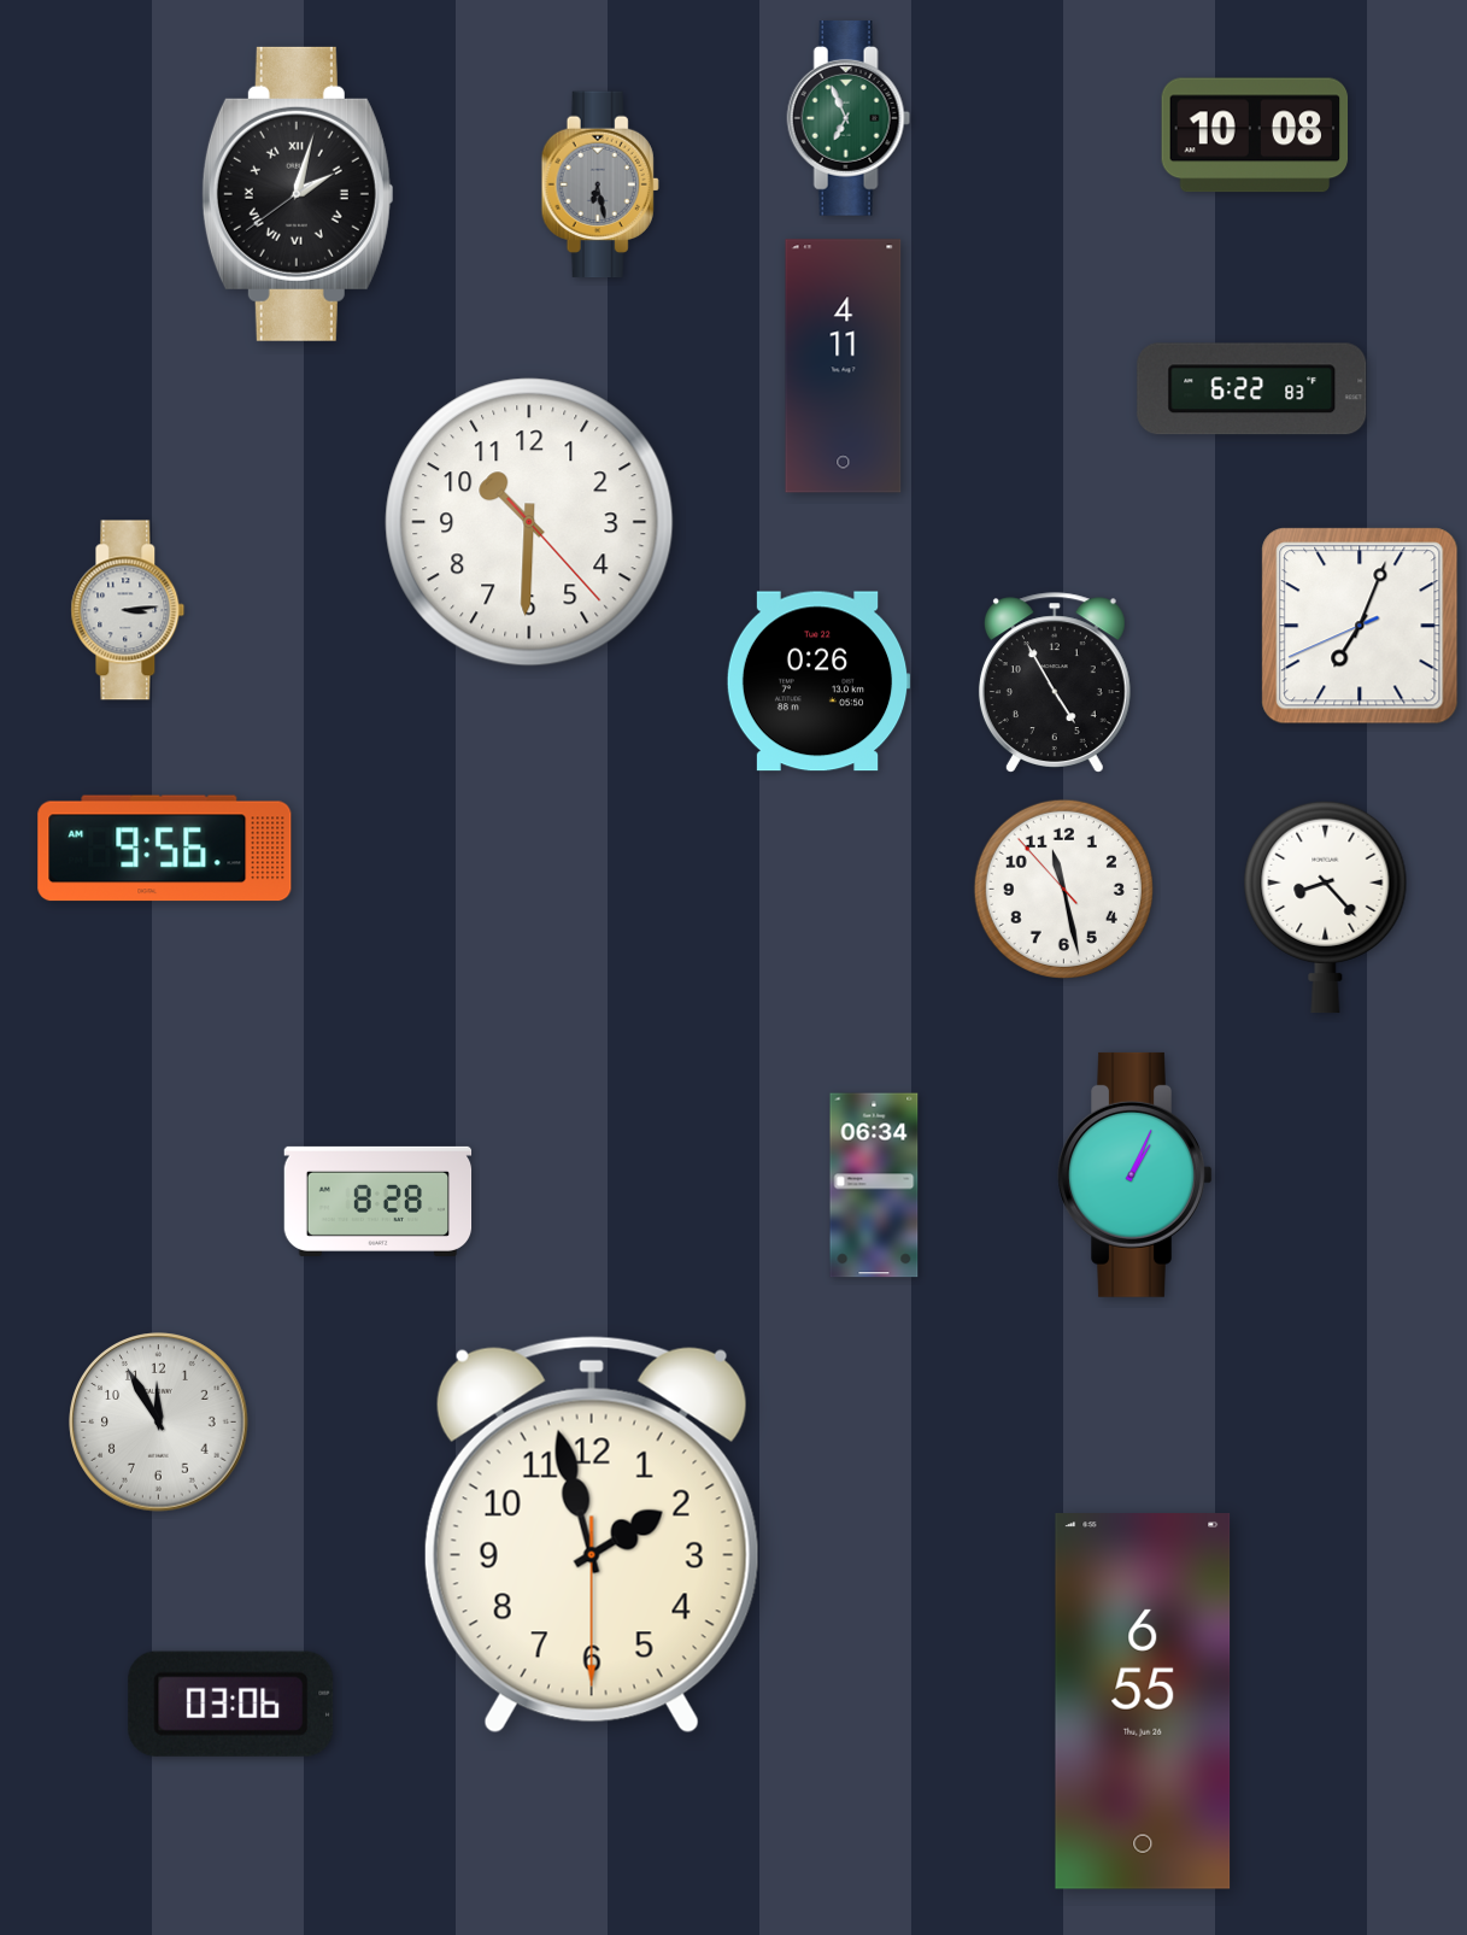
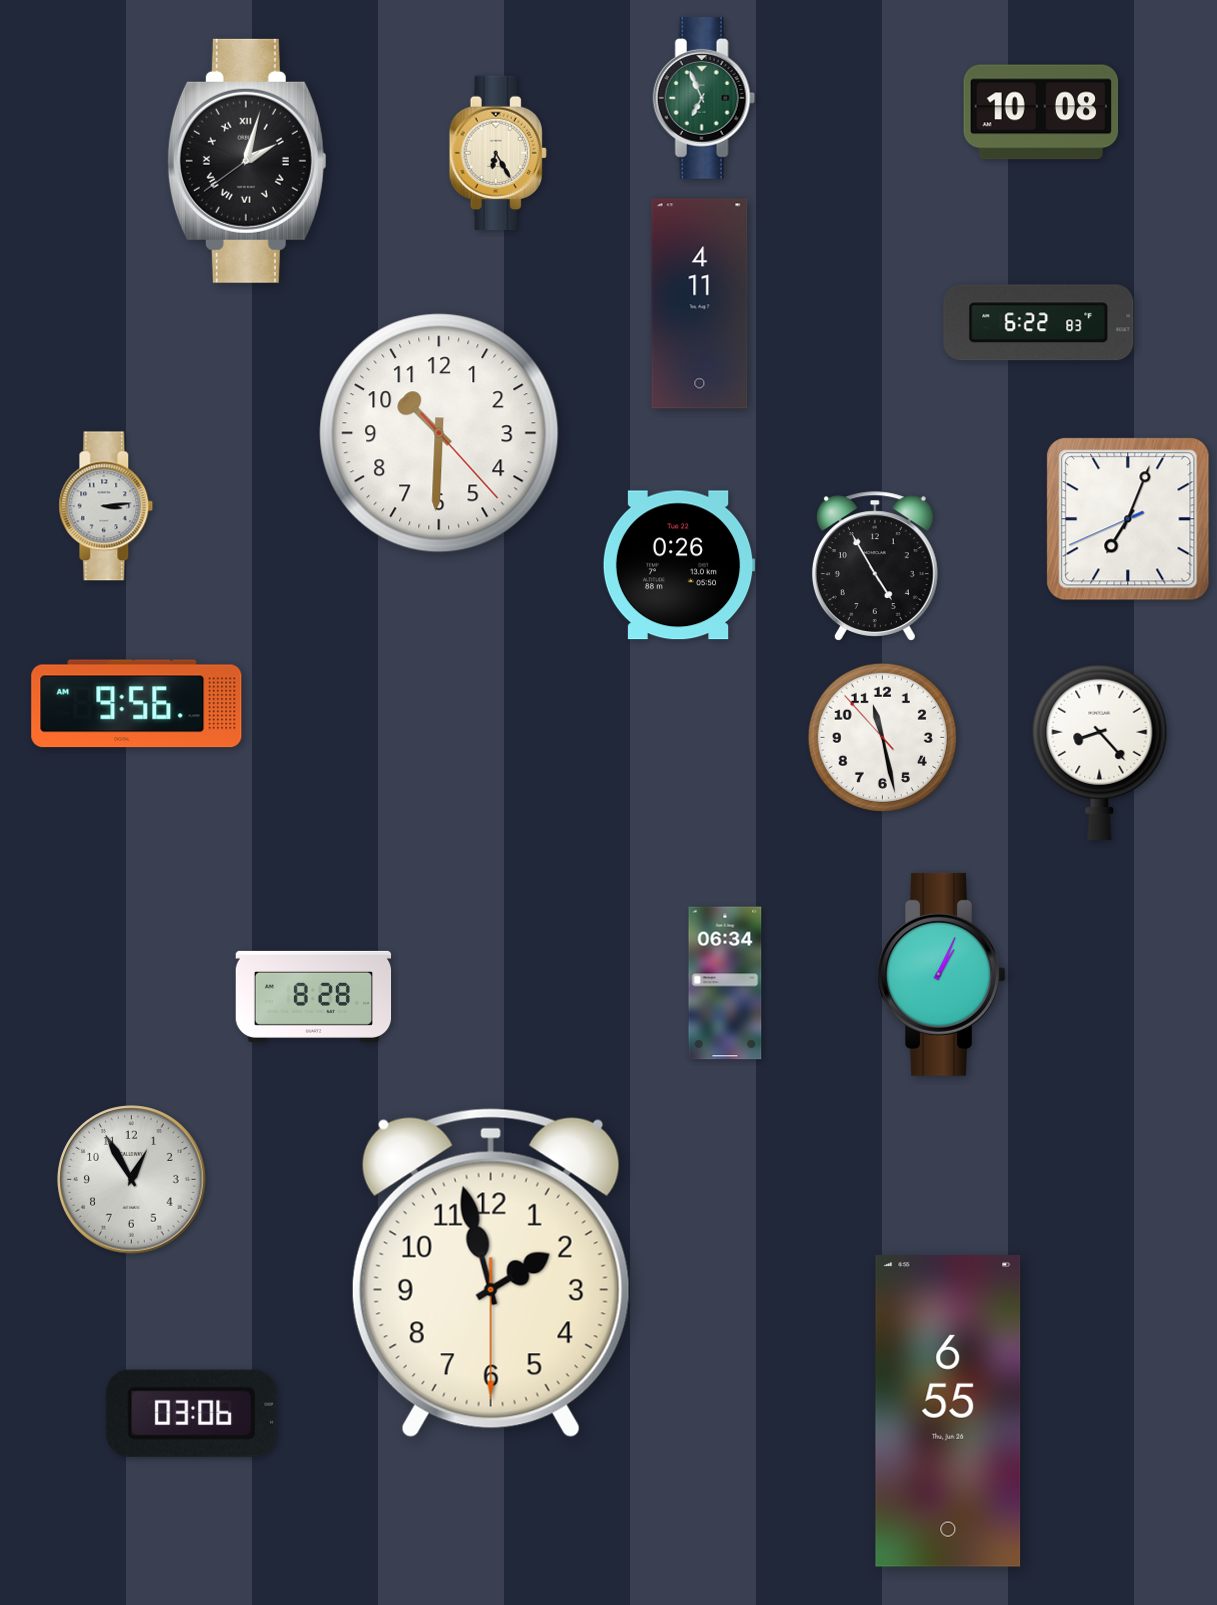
clock at (600, 184): 6:28 -> 6:25
clock at (600, 184) dial: grey -> cream
clock at (159, 1423): 11:55 -> 12:55
